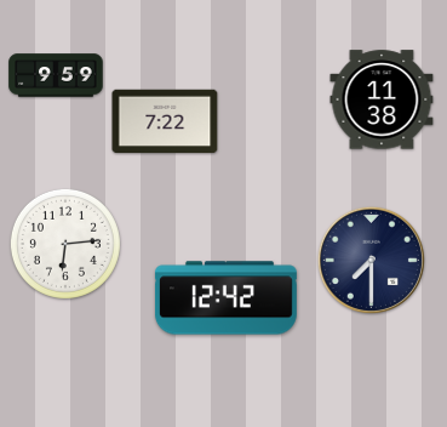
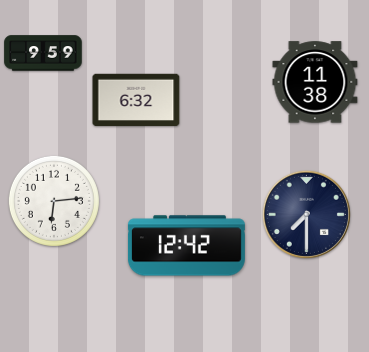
clock at (56, 75) position: (56, 75) -> (43, 53)
clock at (165, 121): 7:22 -> 6:32
